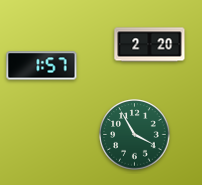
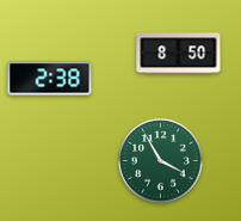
clock at (150, 45): 2:20 -> 8:50
clock at (42, 66): 1:57 -> 2:38
